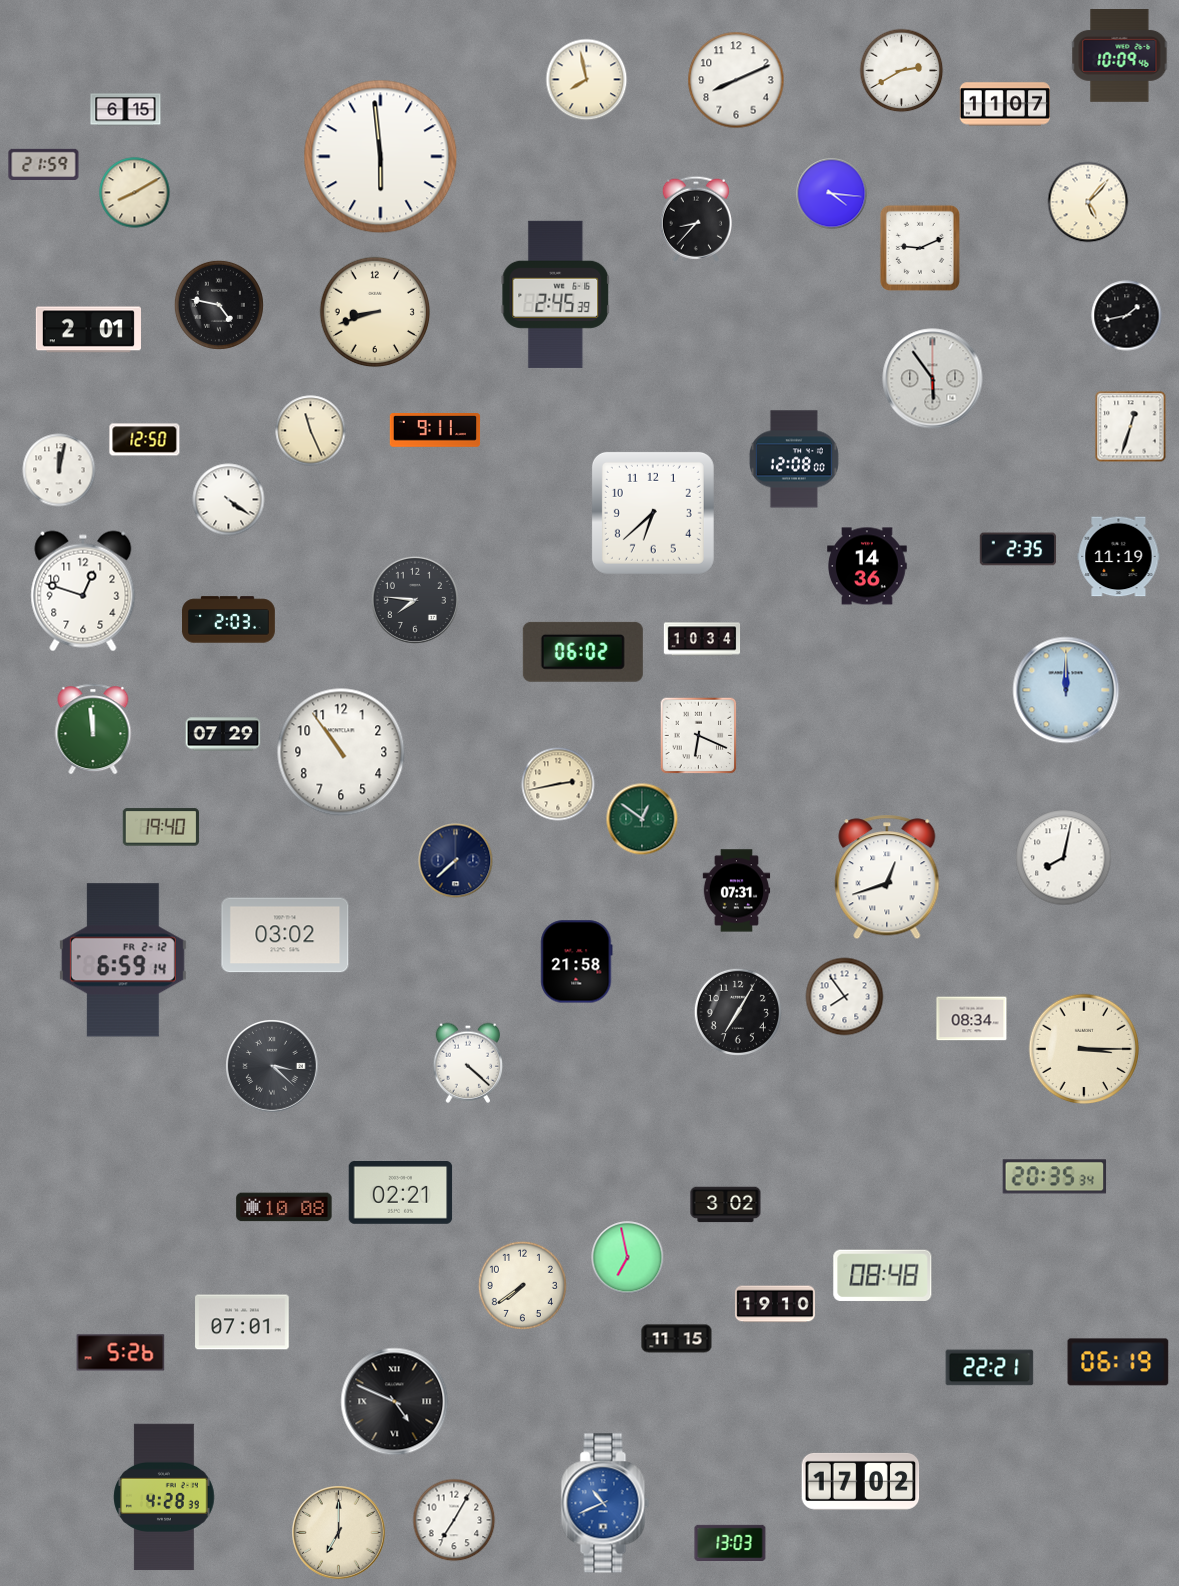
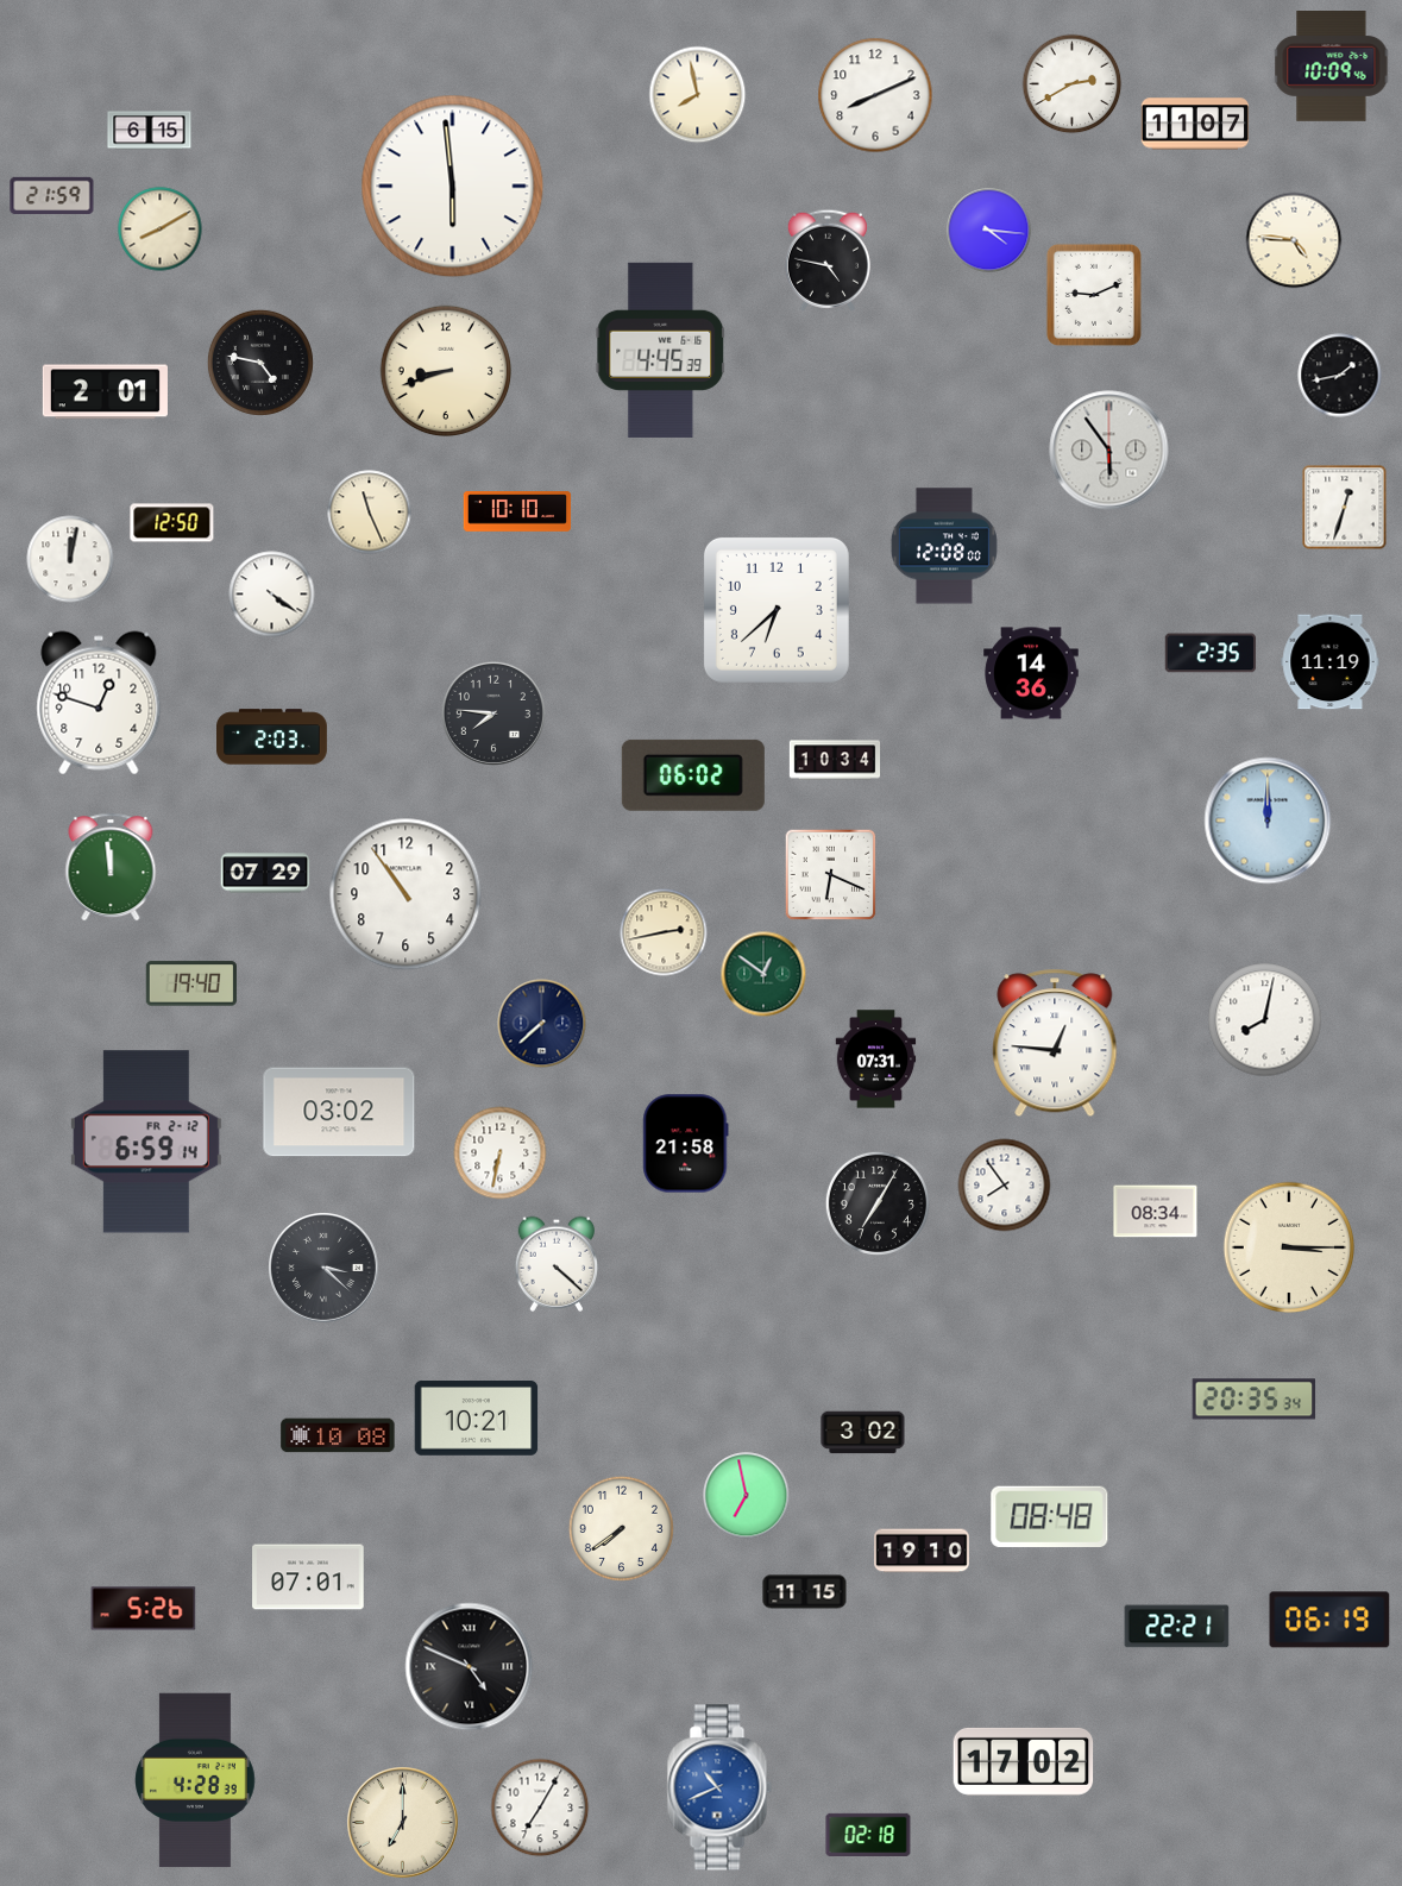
clock at (1088, 202): 5:07 -> 4:46
clock at (696, 219): 8:37 -> 4:47
clock at (556, 294): 2:45 -> 4:45
clock at (435, 431): 9:11 -> 10:10
clock at (887, 877): 12:42 -> 12:46
clock at (501, 1153): none -> 6:32
clock at (401, 1193): 02:21 -> 10:21
clock at (242, 1322) position: (242, 1322) -> (308, 1577)
clock at (730, 1542): 13:03 -> 02:18
